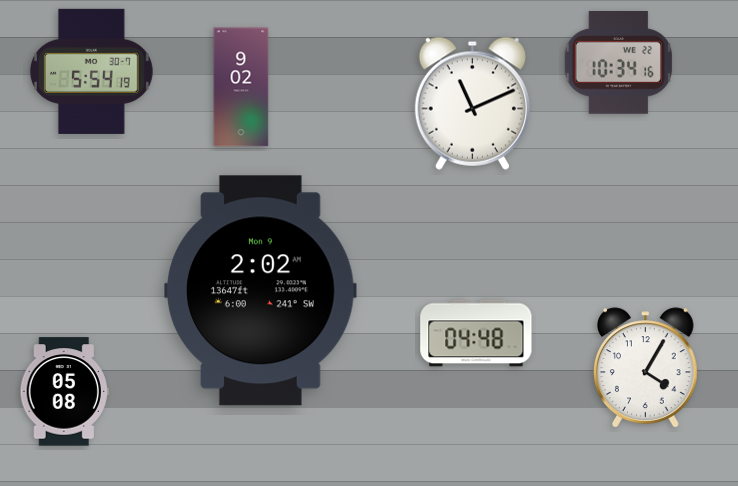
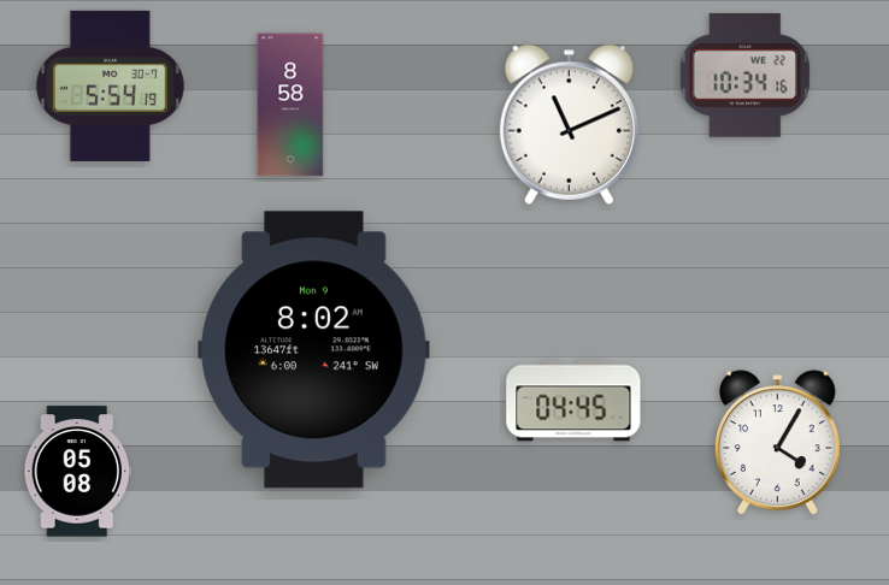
clock at (241, 87): 9:02 -> 8:58
clock at (261, 291): 2:02 -> 8:02
clock at (476, 333): 04:48 -> 04:45
